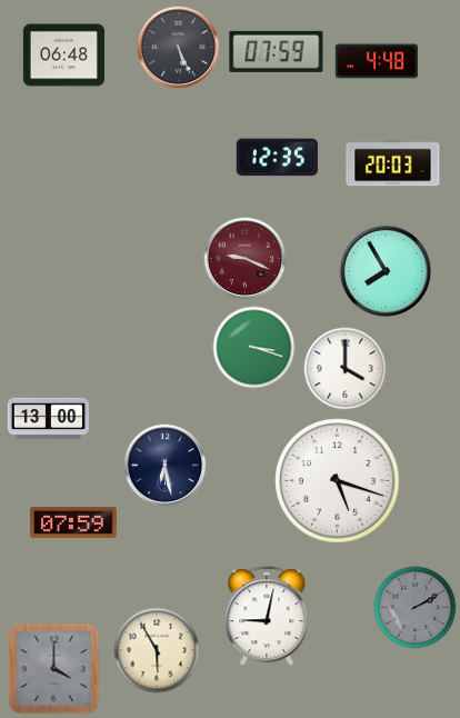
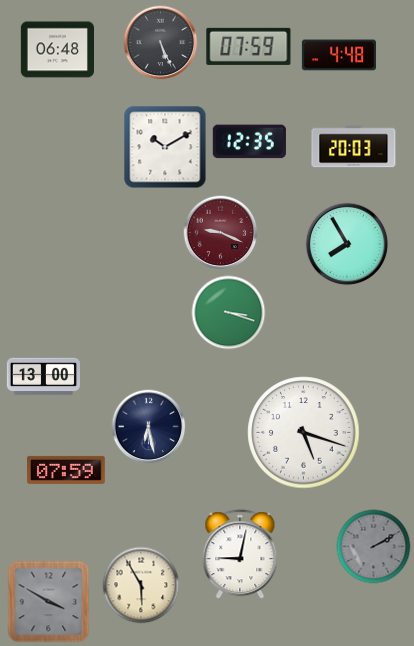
clock at (165, 147): none -> 10:10
clock at (346, 369): 4:00 -> none
clock at (166, 466) position: (166, 466) -> (149, 427)
clock at (54, 669): 4:00 -> 3:50
